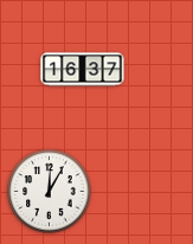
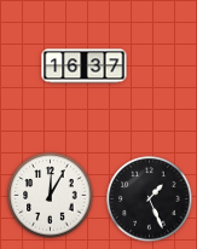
clock at (83, 70) position: (83, 70) -> (85, 66)
clock at (150, 199): none -> 1:26
